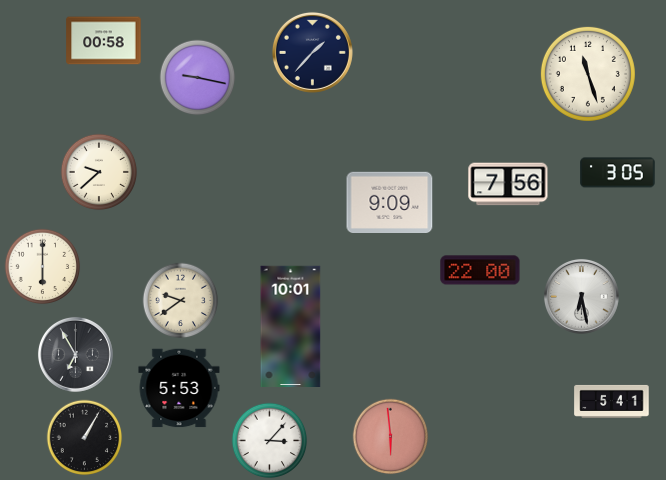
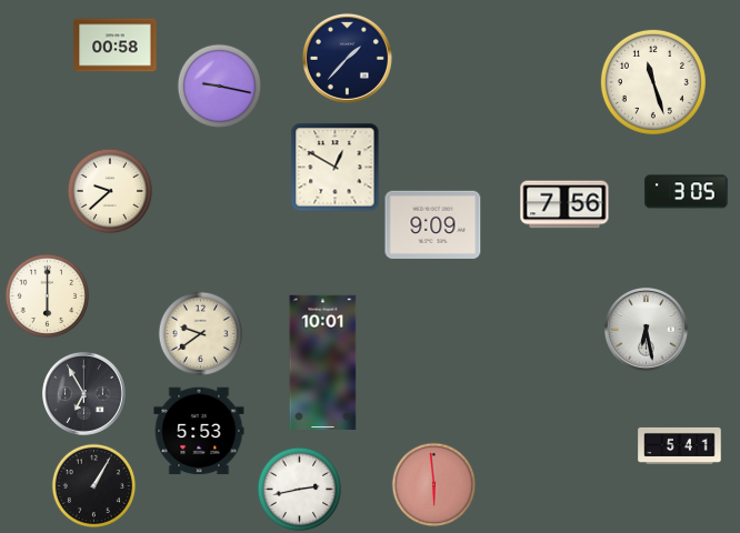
clock at (336, 168): none -> 12:50
clock at (480, 270): 22:00 -> none
clock at (270, 441): 3:07 -> 2:43
